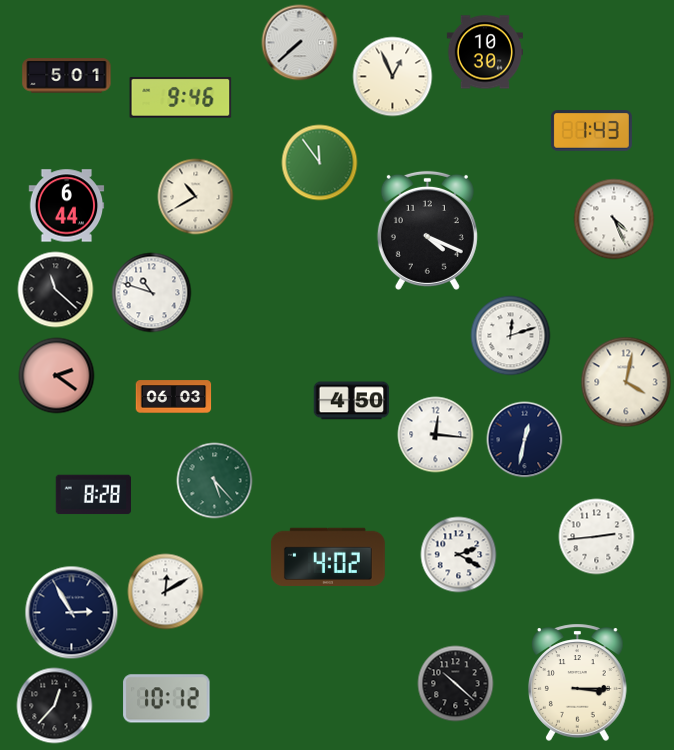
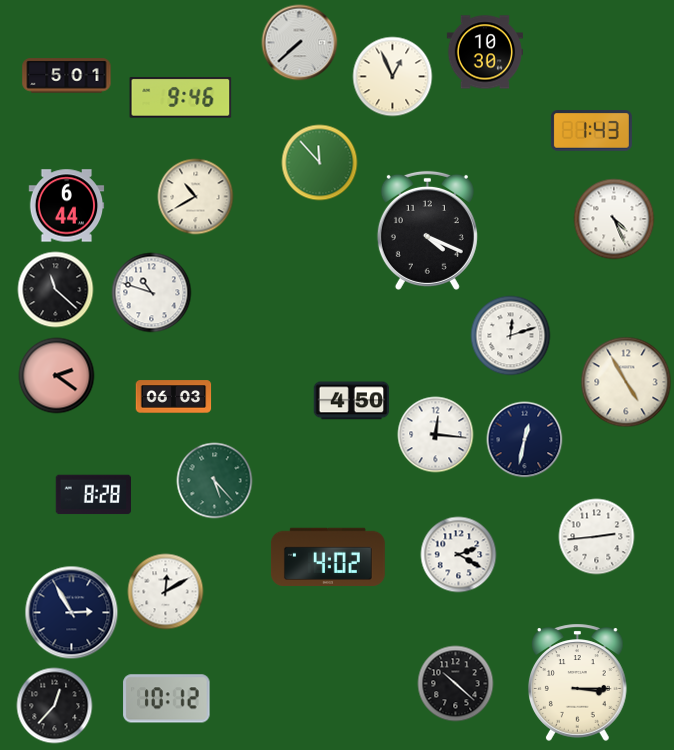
clock at (320, 163): 11:54 -> 11:53
clock at (626, 382): 4:02 -> 4:55
